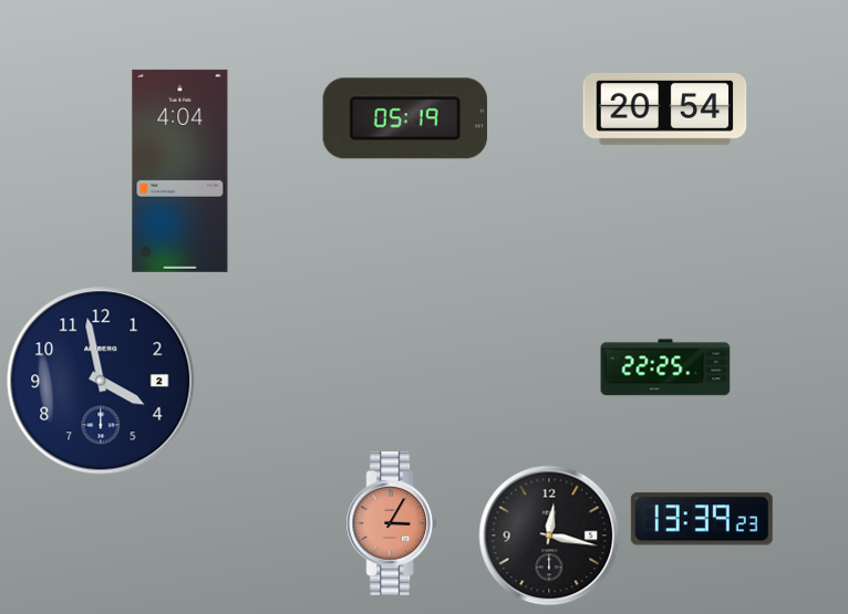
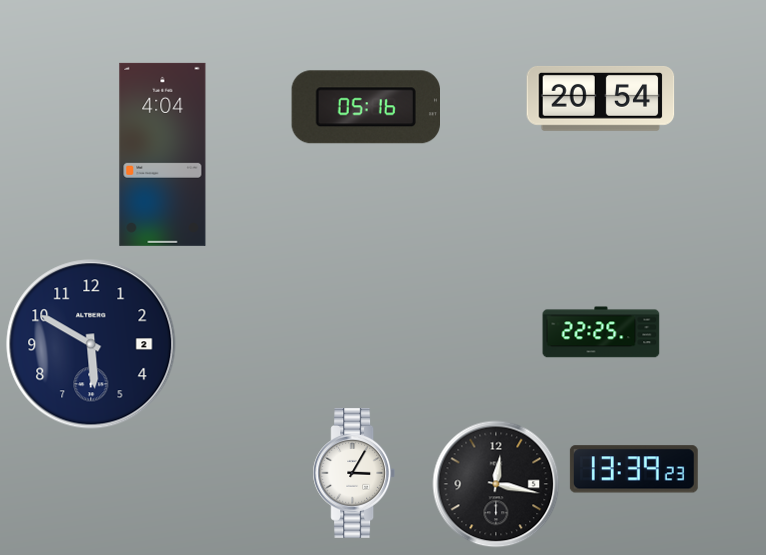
clock at (404, 118): 05:19 -> 05:16
clock at (101, 381): 3:58 -> 5:50
clock at (391, 524) dial: salmon -> white
